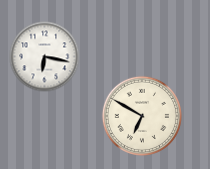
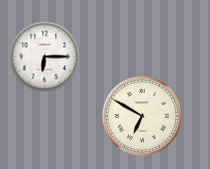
clock at (45, 57): 6:17 -> 6:15
